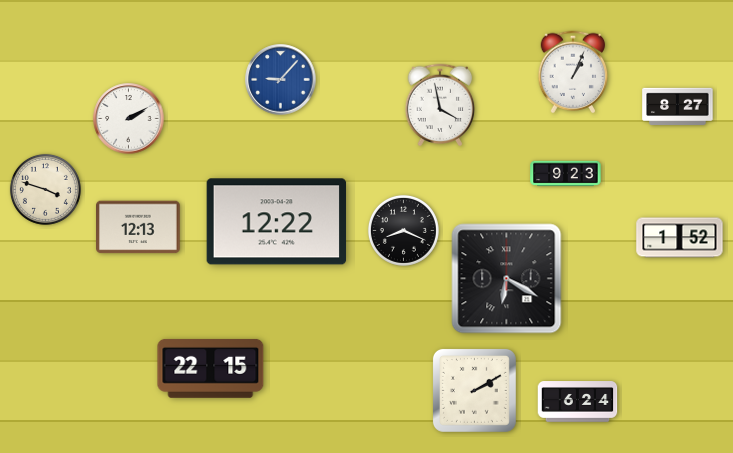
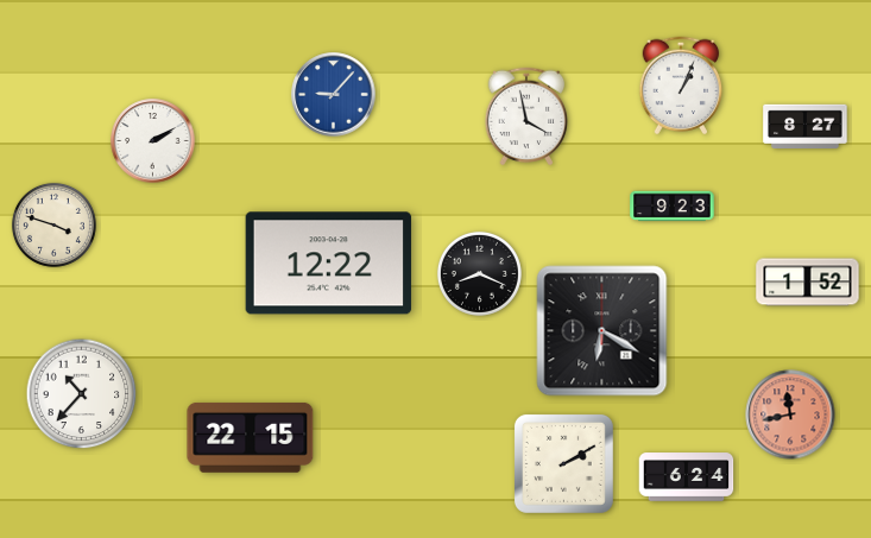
clock at (440, 105) position: (440, 105) -> (526, 116)
clock at (139, 227): 12:13 -> none
clock at (82, 394): none -> 10:37
clock at (790, 414): none -> 11:43
